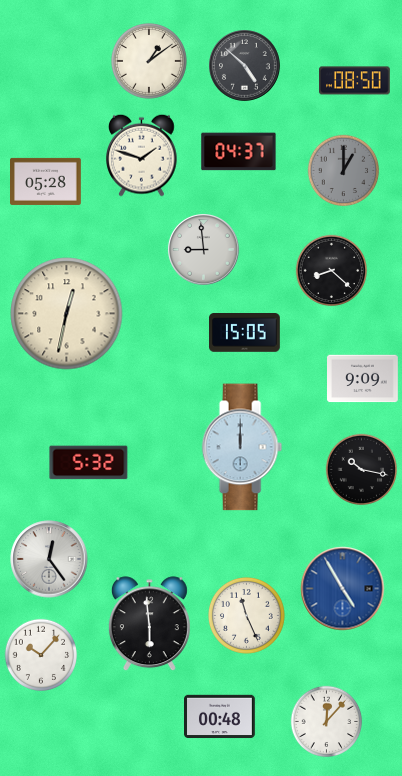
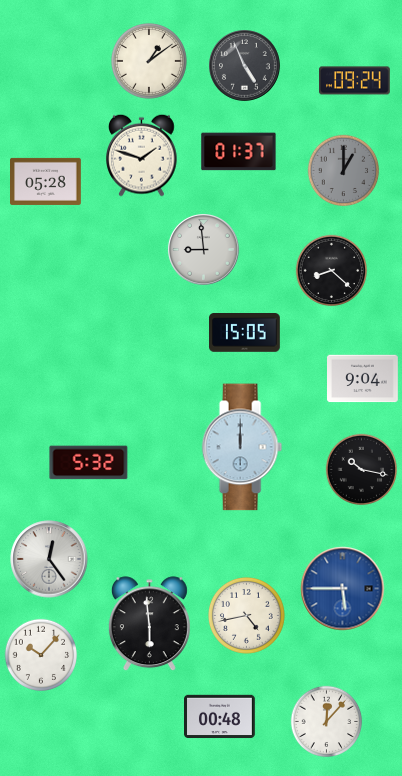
clock at (245, 66): 4:52 -> 4:56
clock at (355, 81): 08:50 -> 09:24
clock at (239, 152): 04:37 -> 01:37
clock at (67, 314): 12:32 -> none
clock at (363, 379): 9:09 -> 9:04
clock at (343, 589): 4:55 -> 5:45
clock at (247, 616): 11:26 -> 4:43
